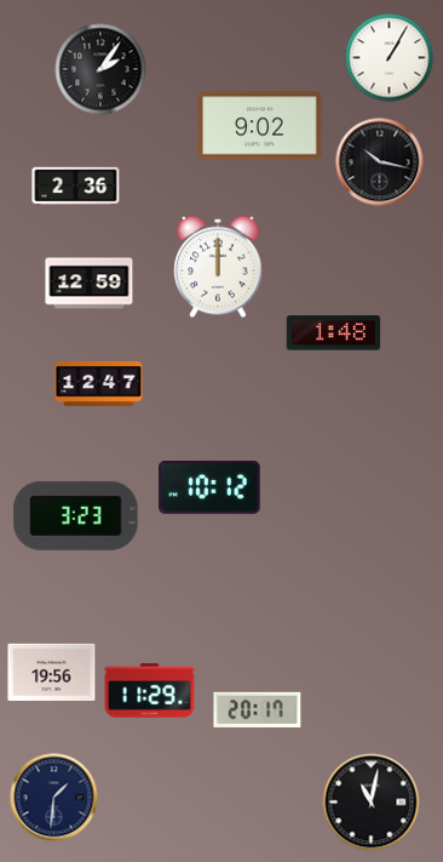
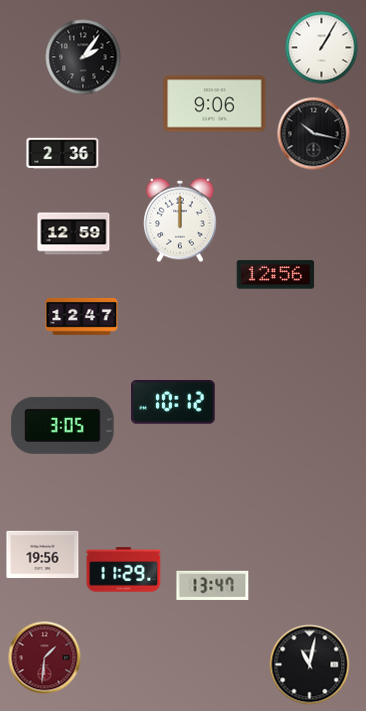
clock at (260, 126): 9:02 -> 9:06
clock at (334, 333): 1:48 -> 12:56
clock at (76, 515): 3:23 -> 3:05
clock at (258, 709): 20:17 -> 13:47
clock at (54, 798) dial: navy -> burgundy
clock at (372, 803) position: (372, 803) -> (310, 665)
